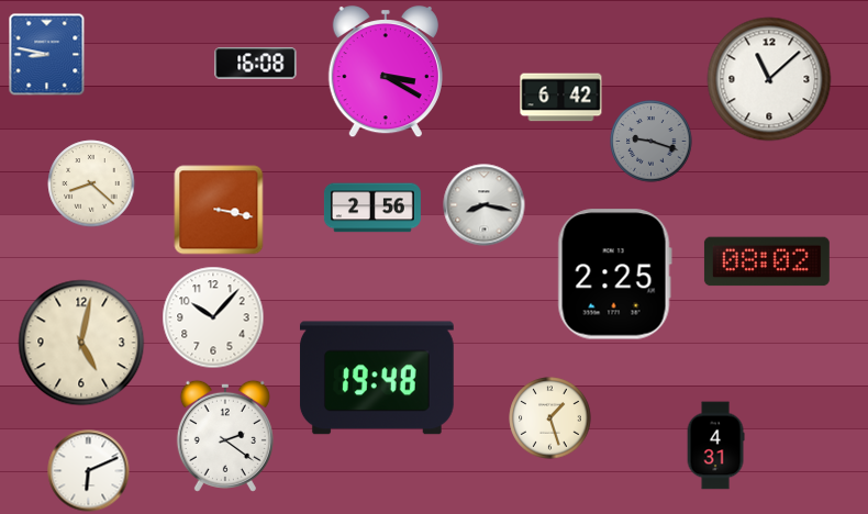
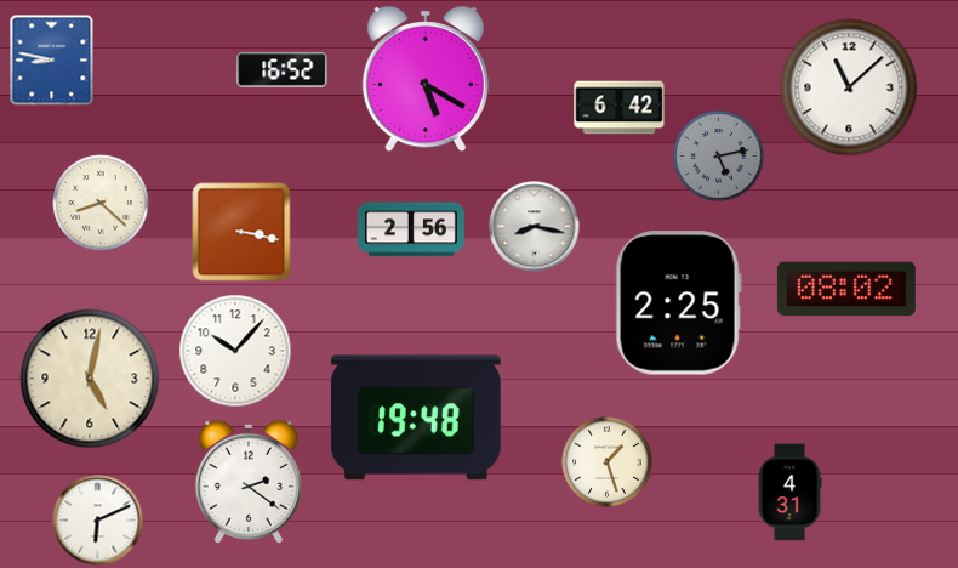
clock at (256, 64): 16:08 -> 16:52
clock at (386, 72): 3:20 -> 5:20
clock at (652, 142): 9:18 -> 5:13
